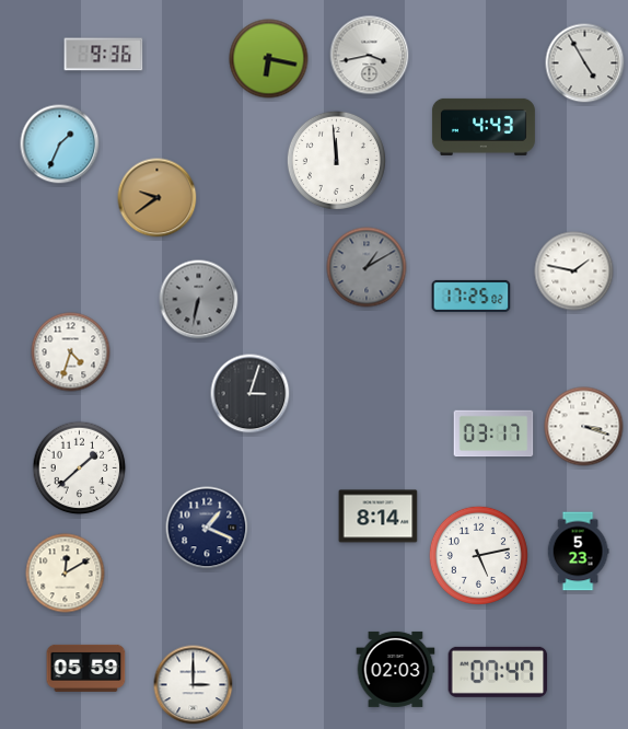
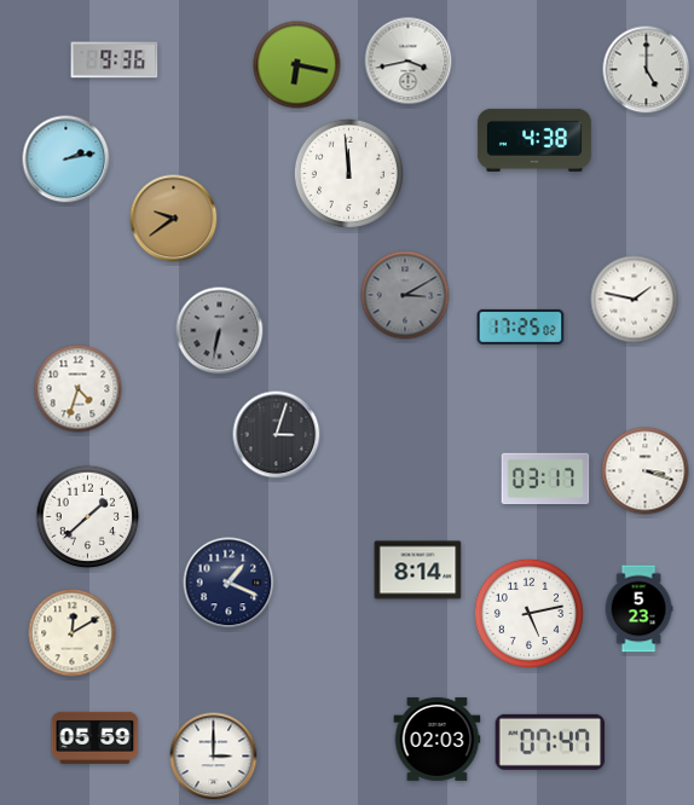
clock at (585, 63): 4:55 -> 5:00
clock at (484, 127): 4:43 -> 4:38
clock at (60, 144): 1:34 -> 2:13
clock at (336, 160) position: (336, 160) -> (348, 173)
clock at (367, 267): 1:10 -> 3:10
